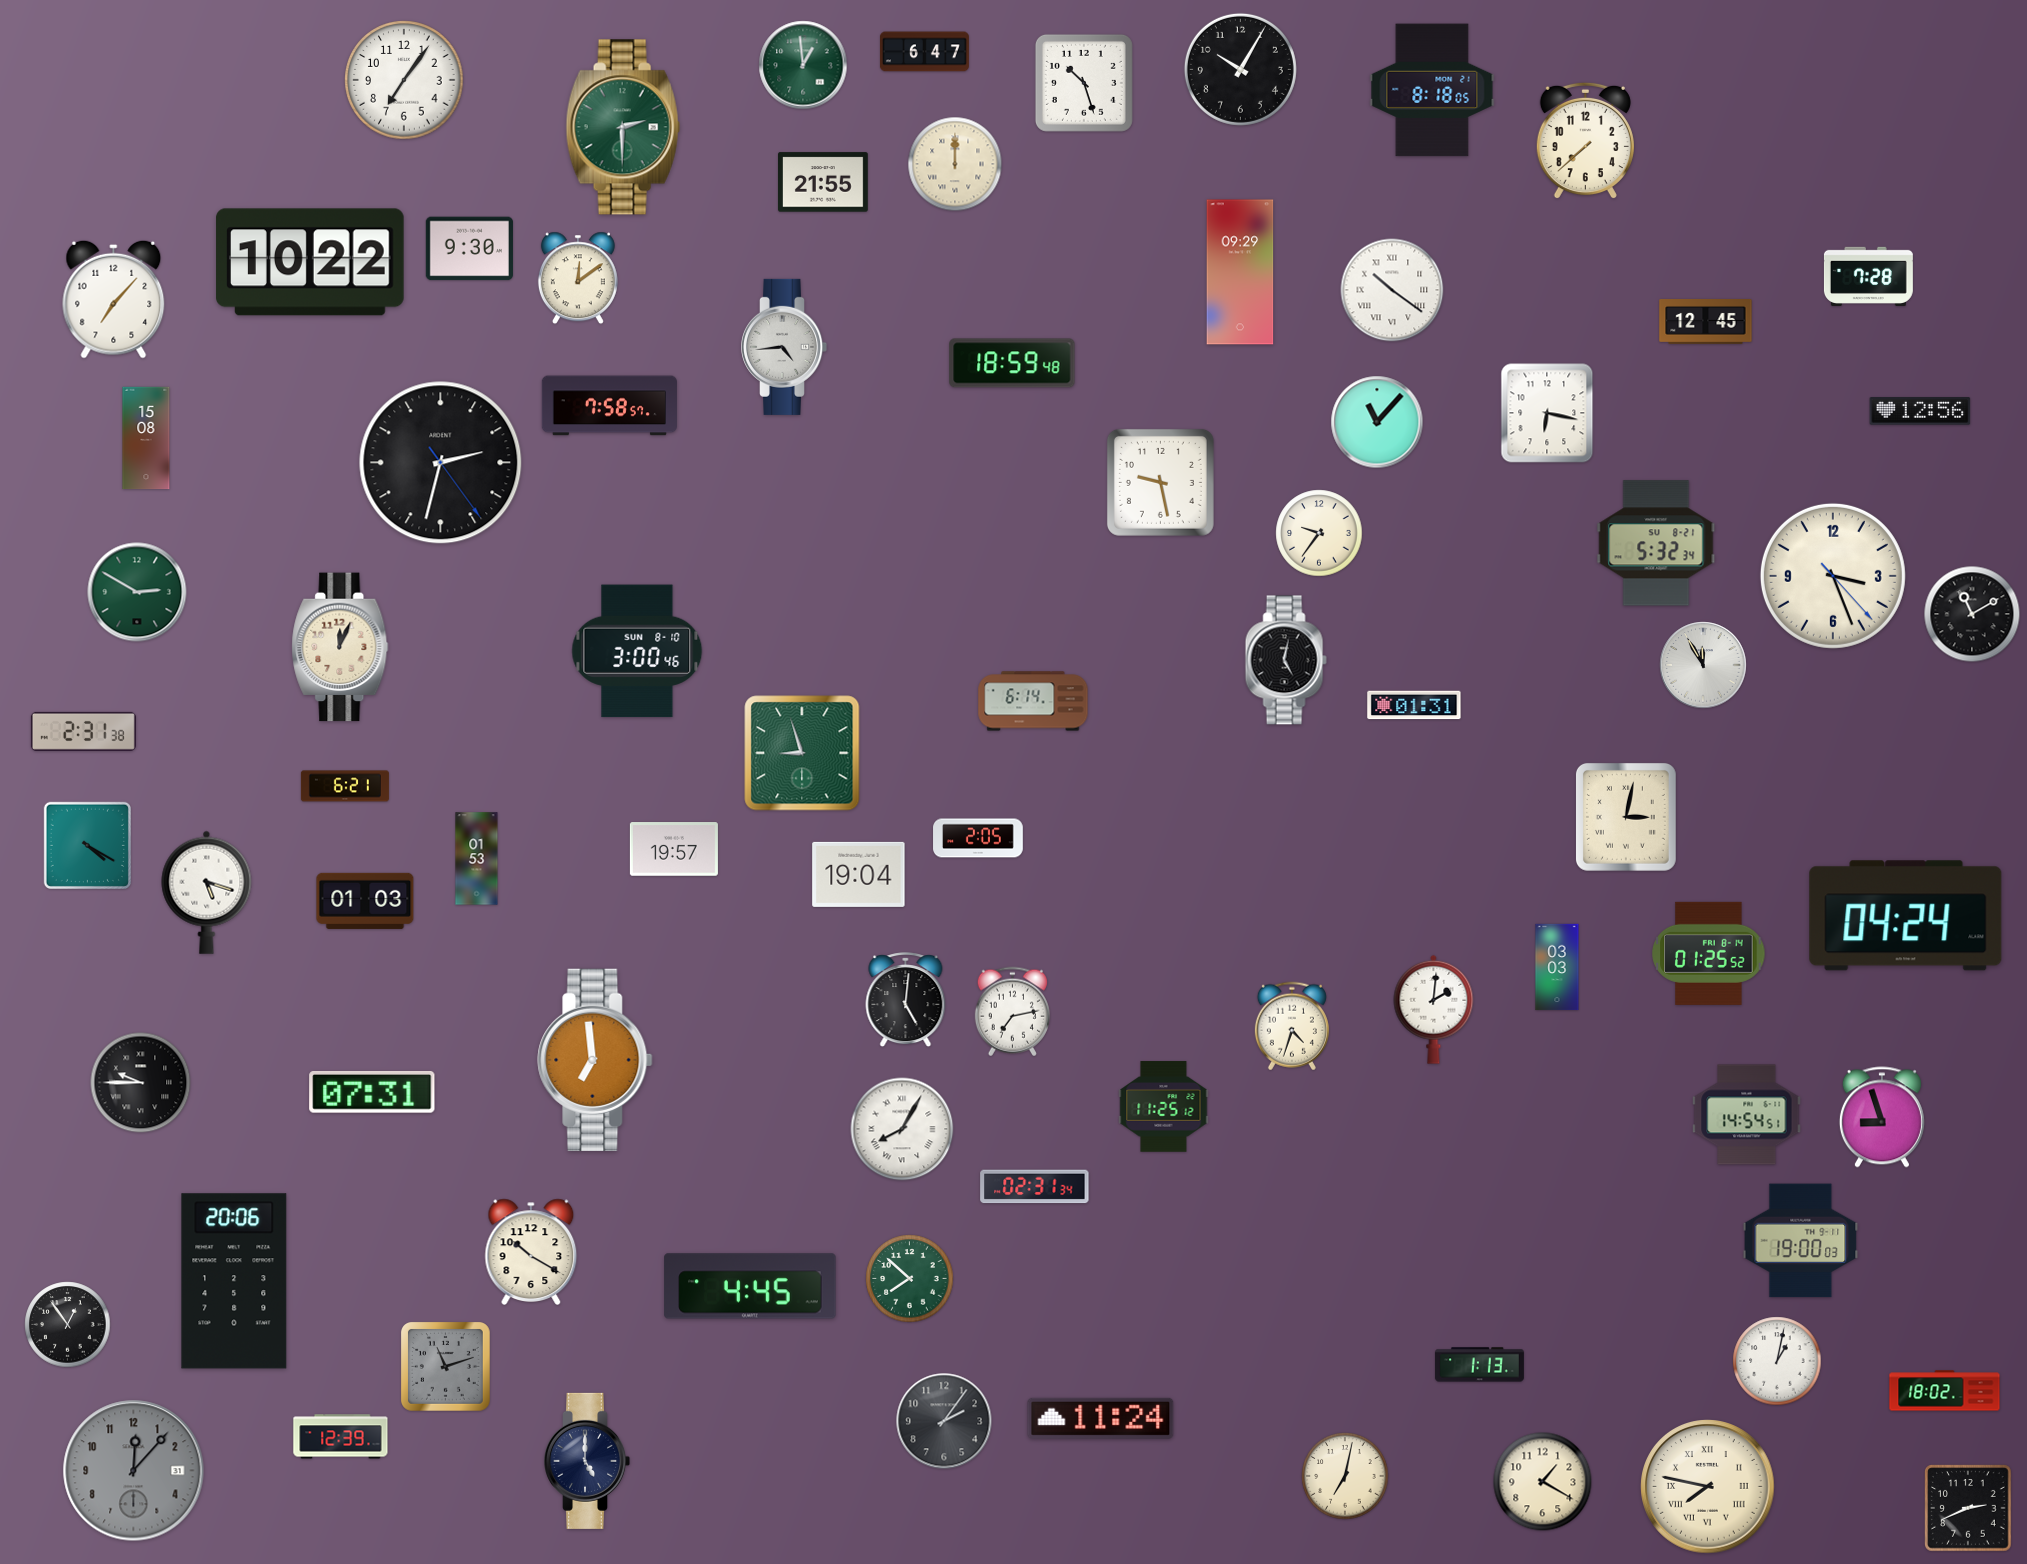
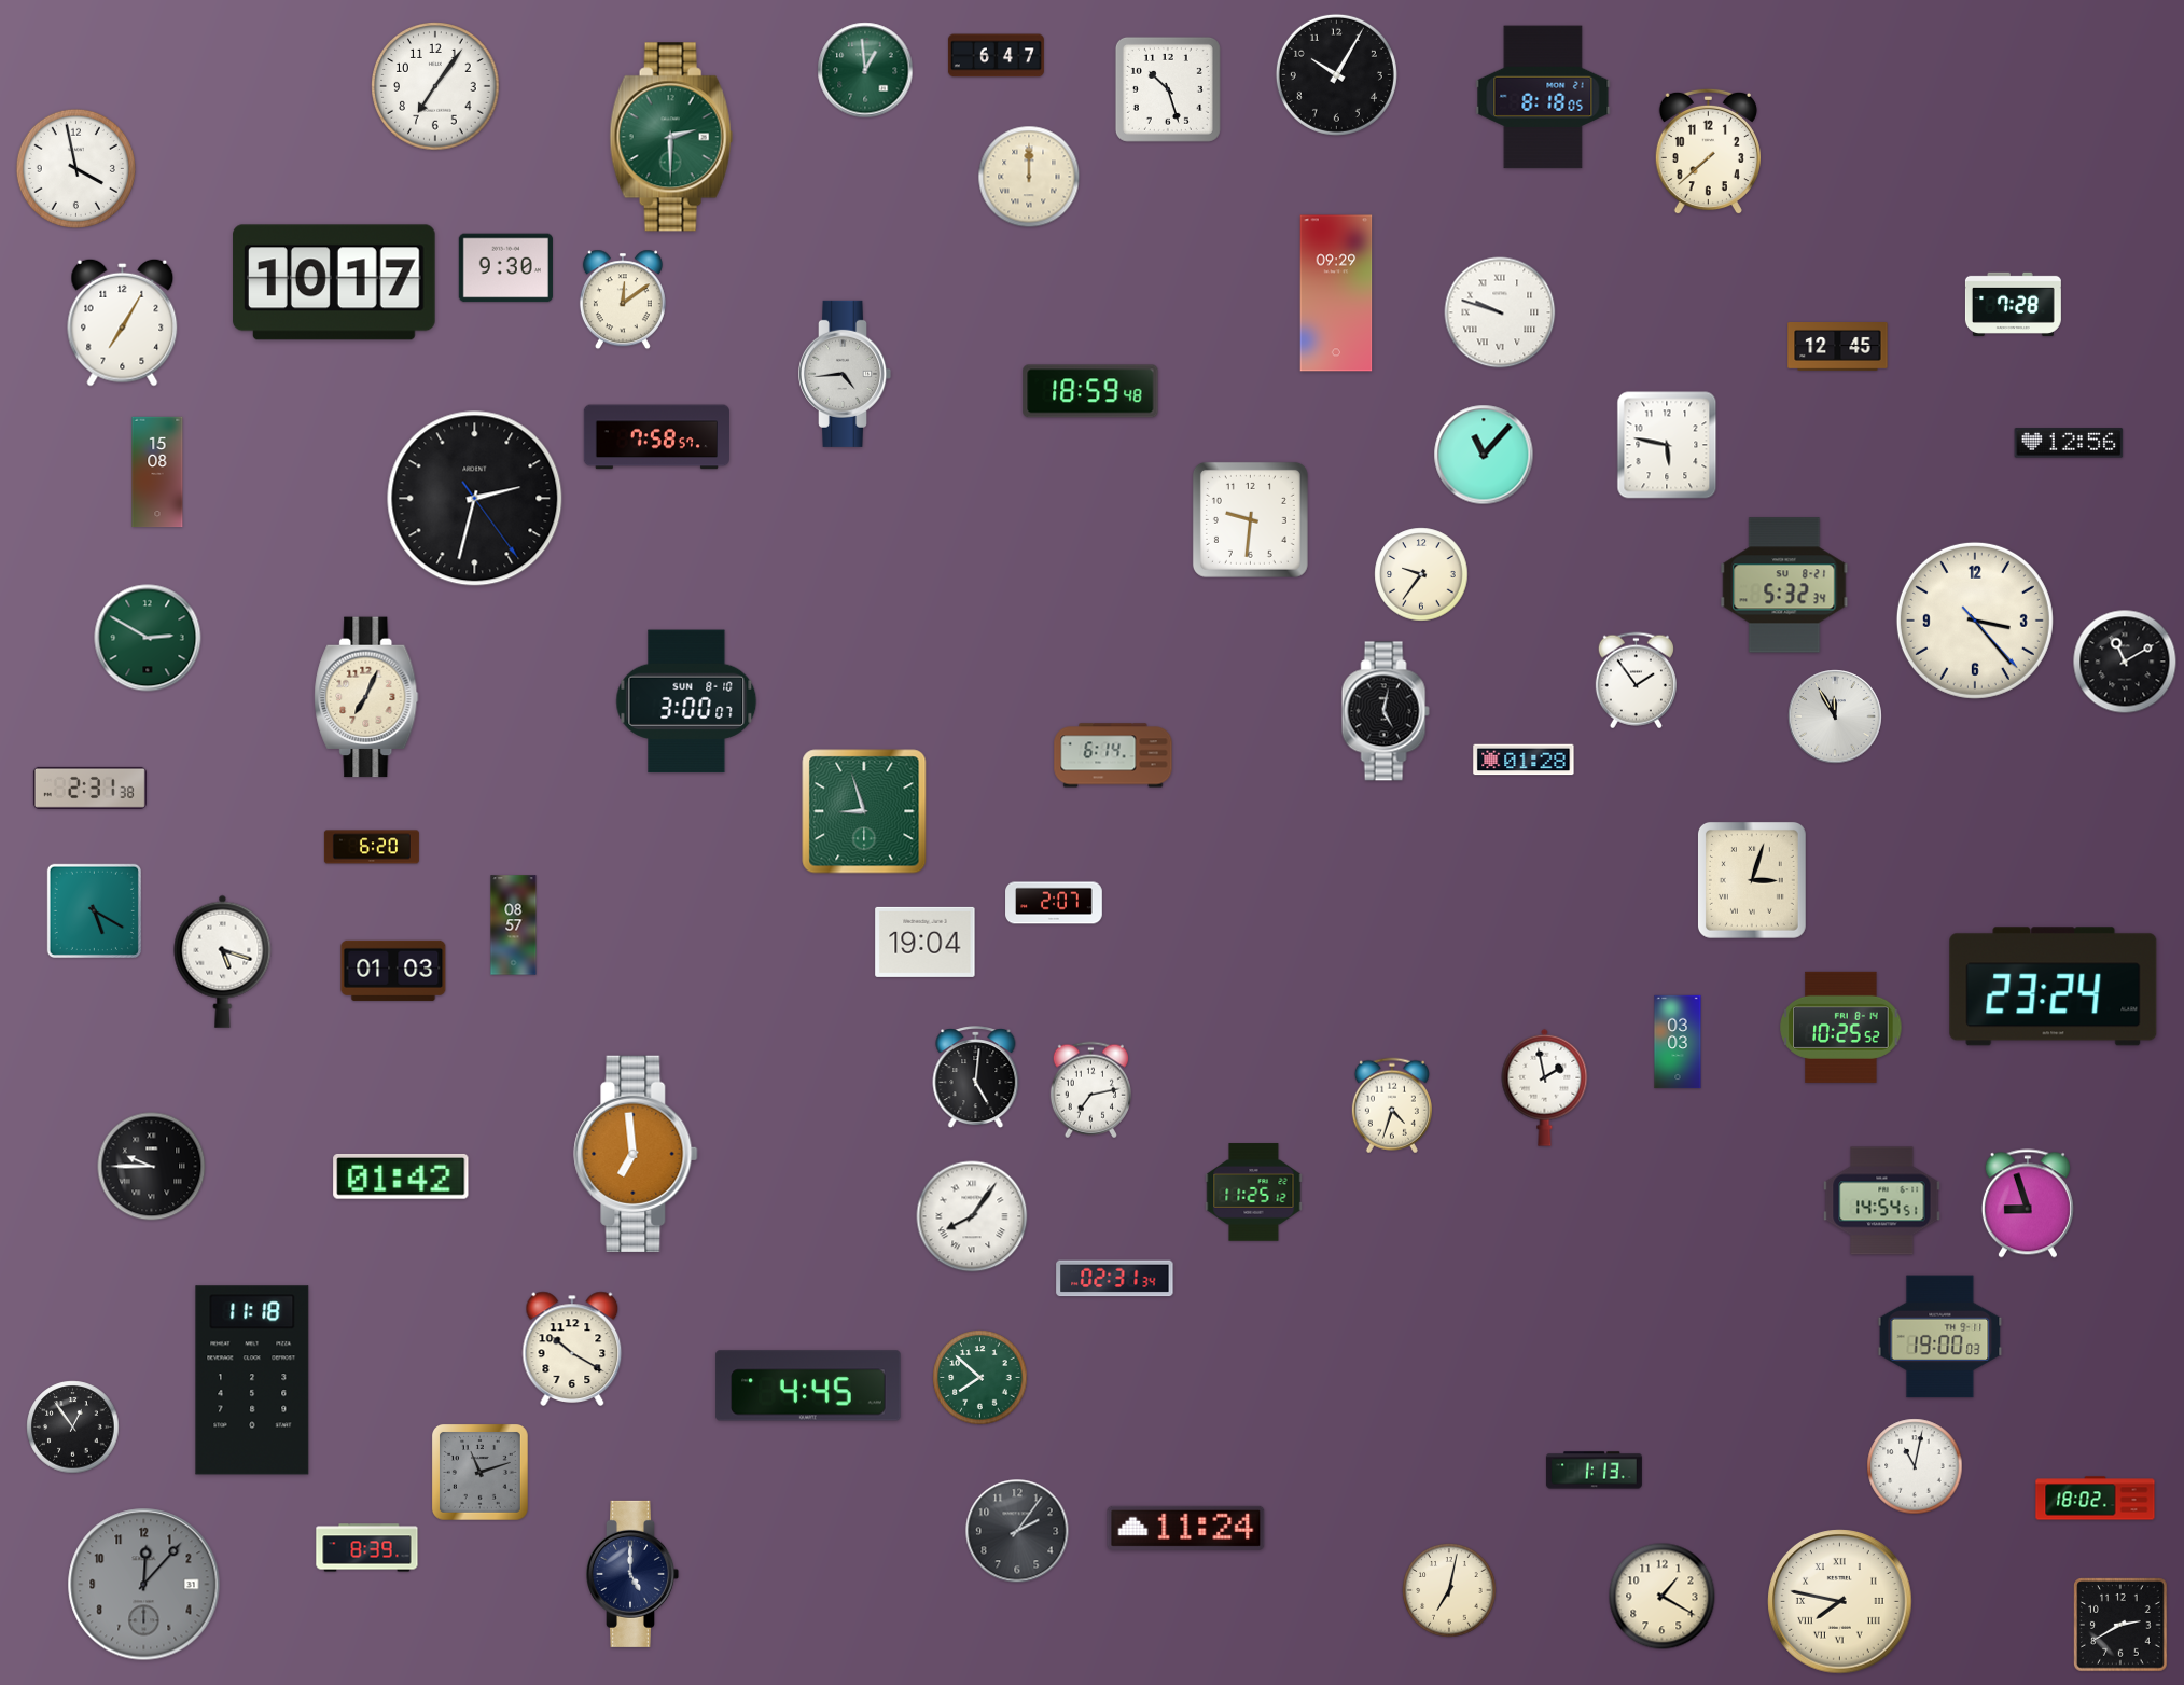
clock at (75, 168): none -> 3:58
clock at (824, 182): 21:55 -> none
clock at (310, 262): 10:22 -> 10:17
clock at (1868, 276) position: (1868, 276) -> (2013, 304)
clock at (1392, 290): 10:21 -> 9:48
clock at (114, 299): 7:07 -> 7:05
clock at (1547, 413): 6:17 -> 5:47
clock at (1160, 482): 9:28 -> 9:31
clock at (1833, 576): 3:26 -> 3:23
clock at (1636, 681): none -> 1:54
clock at (340, 647): 12:04 -> 7:04
clock at (637, 651): 3:00:46 -> 3:00:07
clock at (1414, 705): 01:31 -> 01:28
clock at (345, 786): 6:21 -> 6:20
clock at (1626, 817): 3:02 -> 3:03
clock at (978, 838): 2:05 -> 2:07
clock at (87, 845): 4:20 -> 5:20
clock at (674, 849): 19:57 -> none
clock at (477, 859): 01:53 -> 08:57
clock at (1906, 916): 04:24 -> 23:24
clock at (1709, 953): 01:25 -> 10:25
clock at (1434, 1009): 2:01 -> 1:58
clock at (595, 1060) position: (595, 1060) -> (636, 1154)
clock at (372, 1092): 07:31 -> 01:42
clock at (902, 1129): 8:05 -> 8:06
clock at (234, 1281): 20:06 -> 11:18
clock at (1777, 1361): 1:02 -> 11:02
clock at (341, 1437): 12:39 -> 8:39
clock at (1968, 1508): 2:41 -> 2:40
